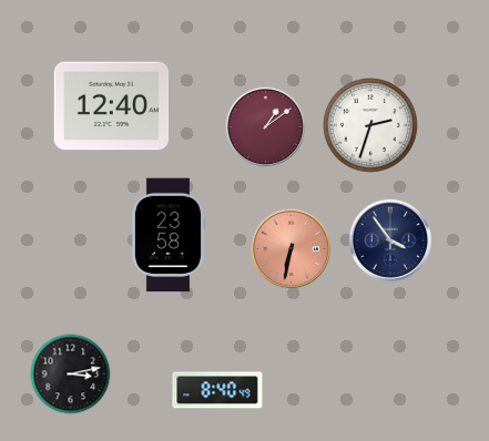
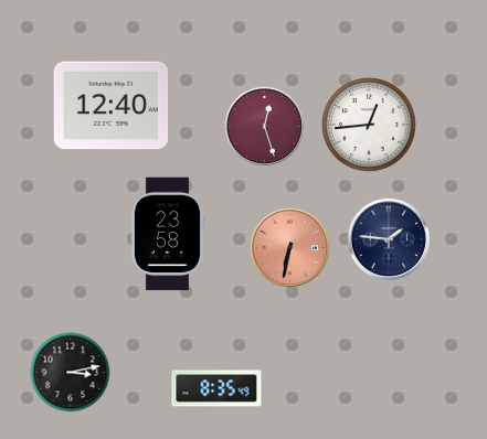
clock at (371, 126): 2:33 -> 12:44
clock at (266, 127): 1:09 -> 12:27
clock at (389, 239): 3:54 -> 1:46
clock at (217, 390): 8:40 -> 8:35
